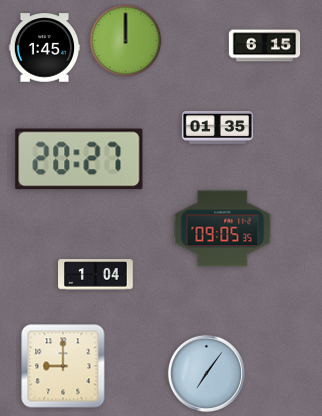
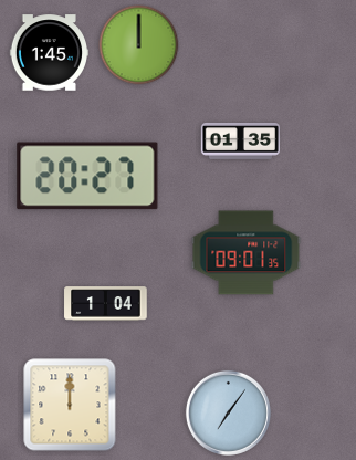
clock at (265, 46): 6:15 -> none
clock at (223, 229): 09:05 -> 09:01
clock at (63, 366): 9:00 -> 12:00
